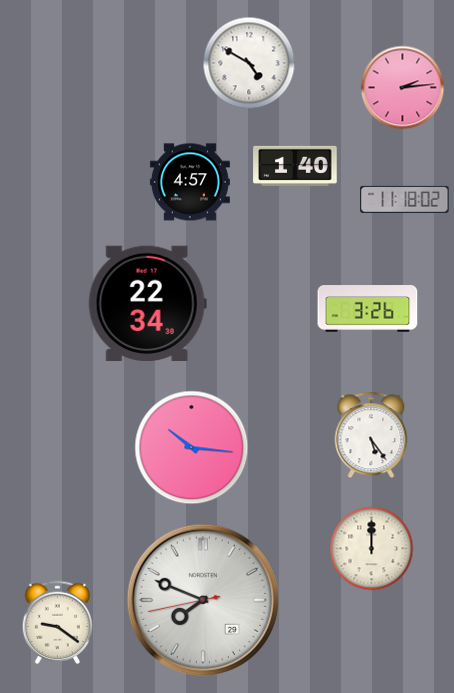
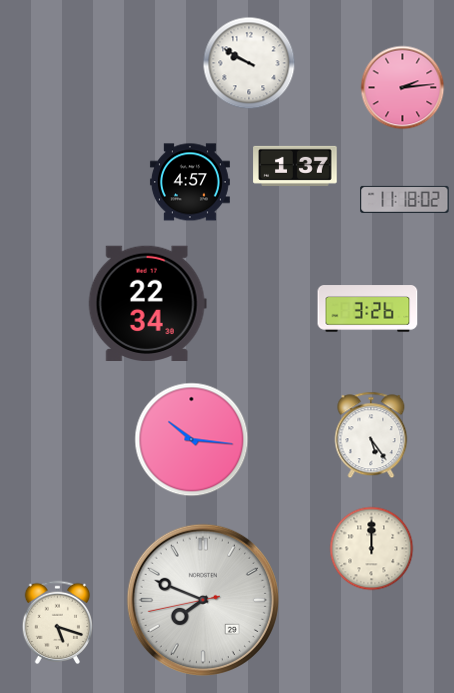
clock at (249, 63): 4:50 -> 9:50
clock at (295, 166): 1:40 -> 1:37
clock at (192, 448) position: (192, 448) -> (192, 440)
clock at (58, 622): 9:21 -> 5:18
